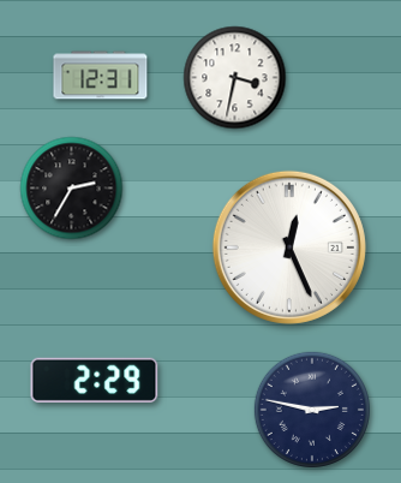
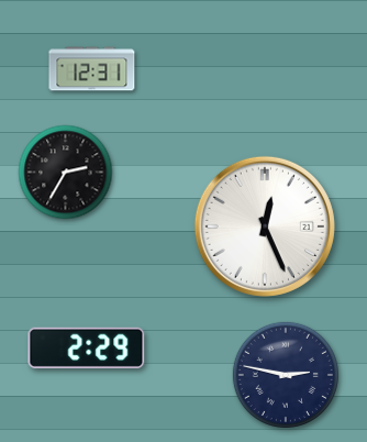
clock at (235, 78): 3:32 -> none
